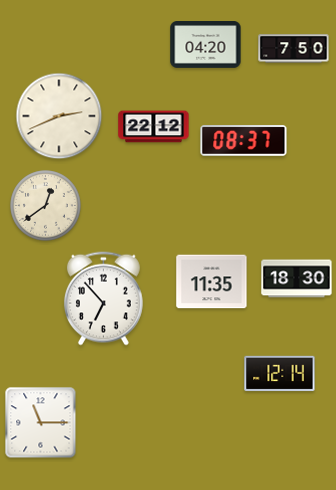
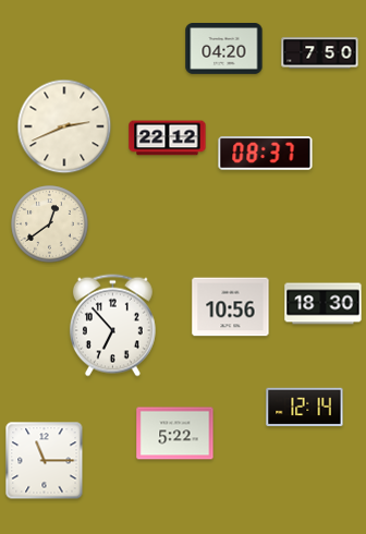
clock at (212, 282): 11:35 -> 10:56
clock at (175, 434): none -> 5:22
